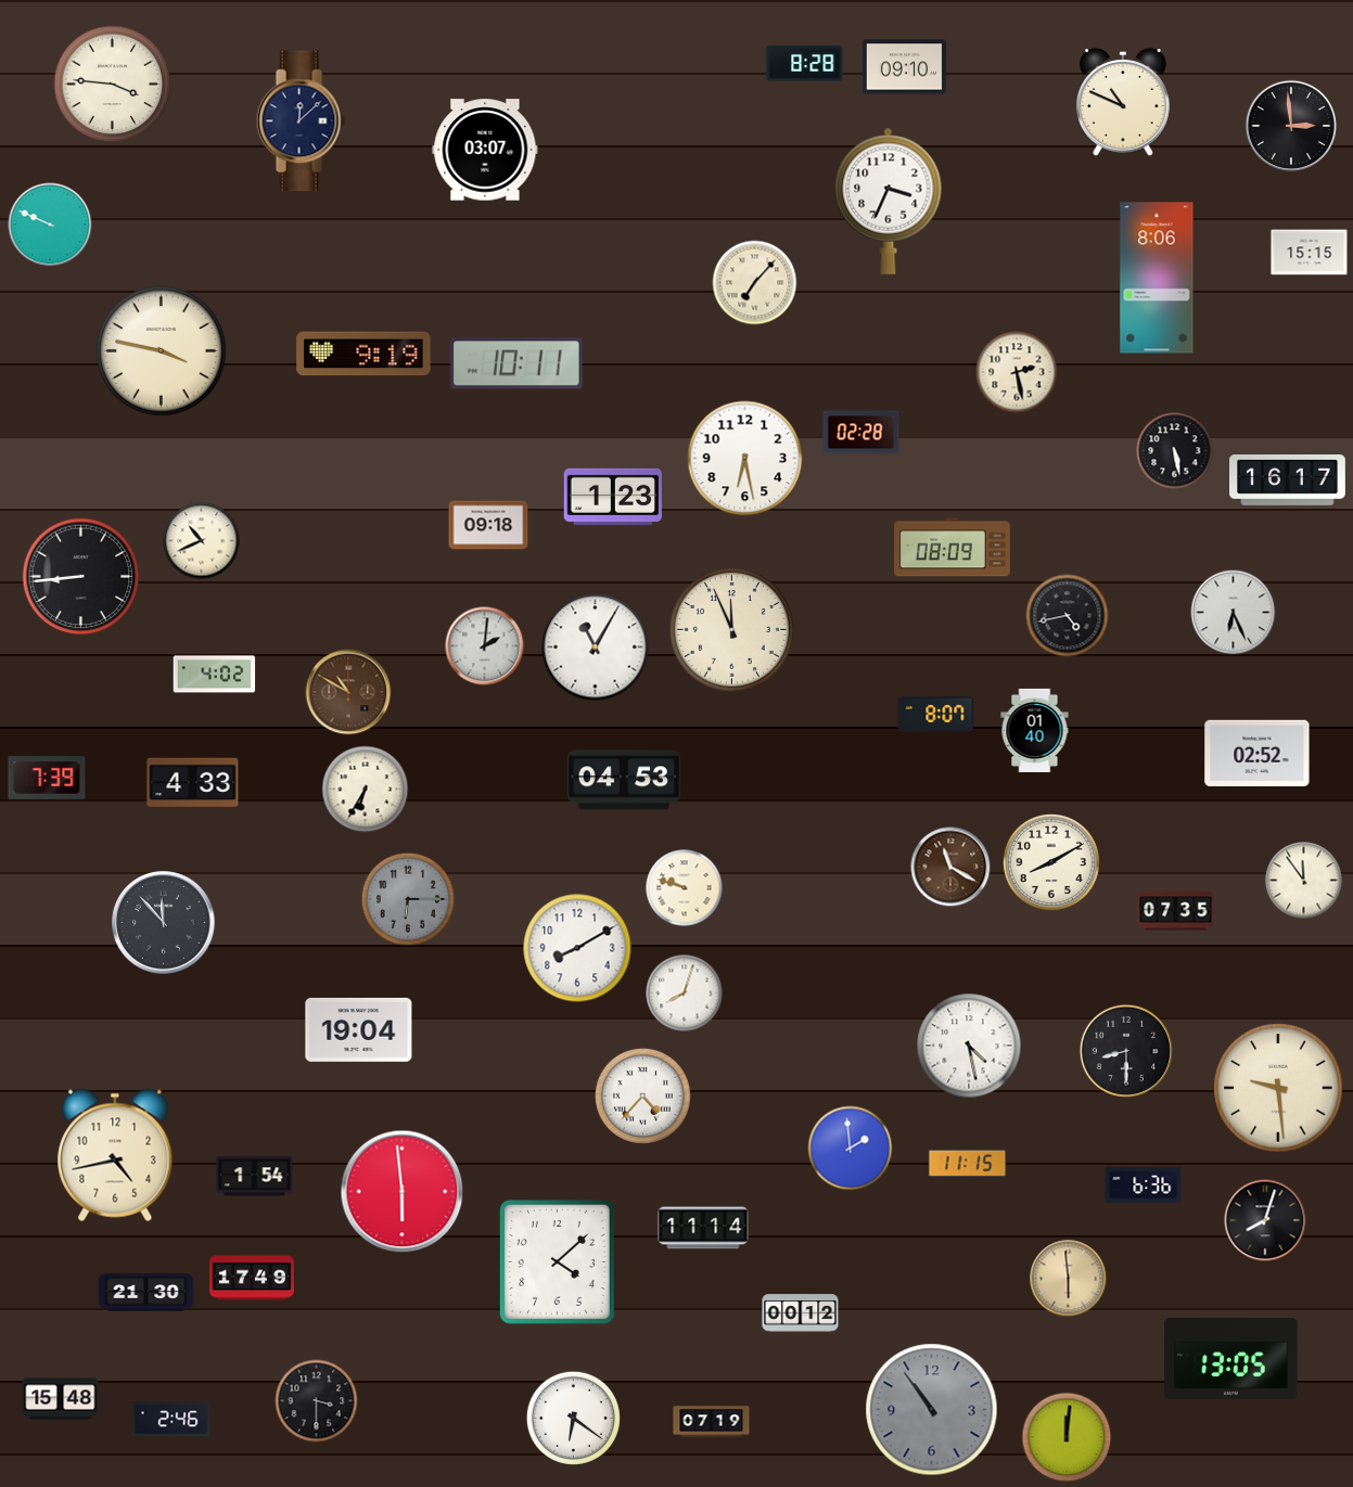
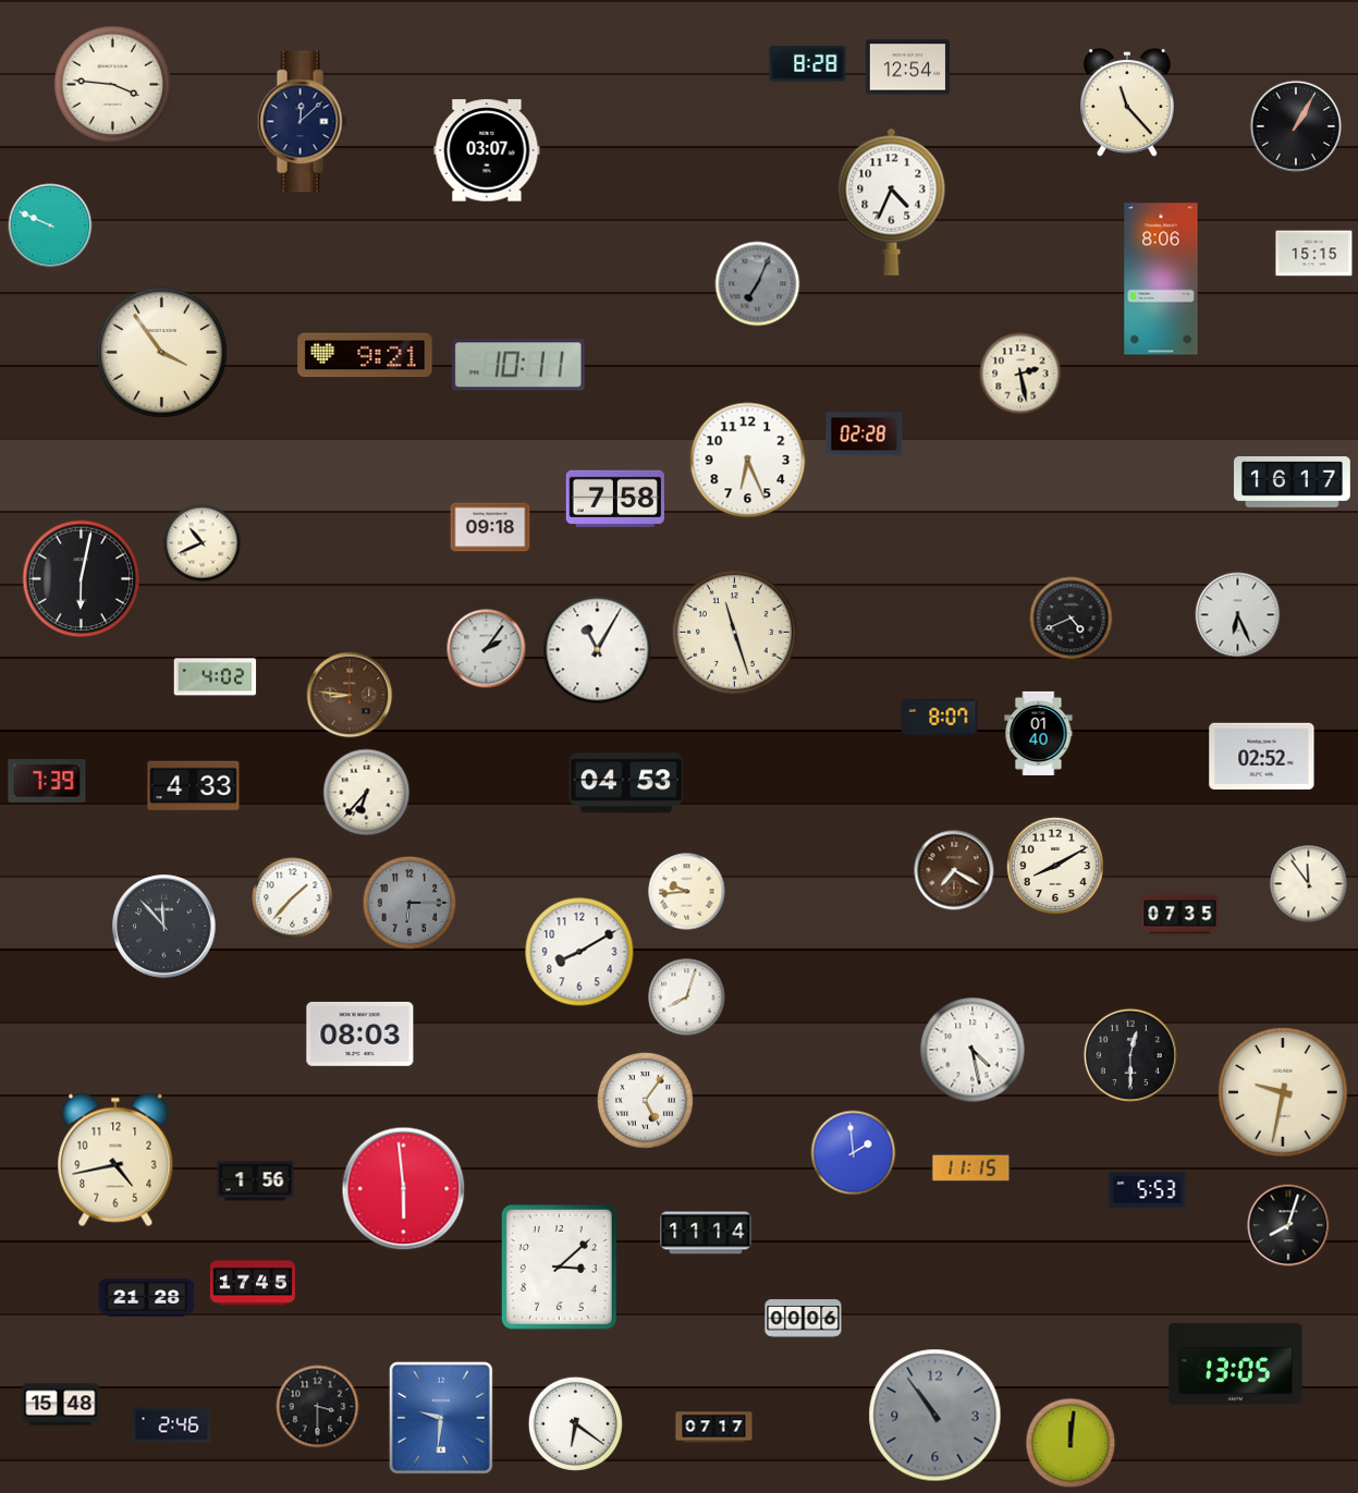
clock at (904, 67): 09:10 -> 12:54
clock at (1123, 102): 10:49 -> 11:23
clock at (1291, 126): 2:59 -> 1:05
clock at (889, 201): 3:34 -> 4:34
clock at (755, 283): 7:07 -> 7:04
clock at (755, 283) dial: cream -> grey
clock at (162, 351): 3:47 -> 3:54
clock at (363, 354): 9:19 -> 9:21
clock at (1175, 451): 5:28 -> none
clock at (745, 459): 6:28 -> 6:26
clock at (613, 497): 1:23 -> 7:58
clock at (953, 548): 08:09 -> none
clock at (81, 577): 8:44 -> 6:02
clock at (1068, 616): 4:43 -> 4:41
clock at (731, 629): 11:56 -> 11:27
clock at (485, 646): 2:01 -> 2:06
clock at (348, 692): 10:50 -> 8:46
clock at (366, 790): 6:35 -> 6:37
clock at (950, 867): 11:20 -> 7:20
clock at (685, 888): 9:48 -> 9:44
clock at (293, 898): none -> 1:37
clock at (359, 1029): 19:04 -> 08:03
clock at (1126, 1051): 8:30 -> 12:30
clock at (1278, 1088): 9:29 -> 9:32
clock at (642, 1095): 4:37 -> 5:06
clock at (255, 1177): 1:54 -> 1:56
clock at (1144, 1185): 6:36 -> 5:53
clock at (403, 1192) position: (403, 1192) -> (404, 1189)
clock at (1265, 1220) position: (1265, 1220) -> (1288, 1225)
clock at (557, 1261): 4:08 -> 3:08
clock at (252, 1278): 17:49 -> 17:45
clock at (1069, 1279): 5:59 -> none
clock at (146, 1293): 21:30 -> 21:28
clock at (801, 1313): 00:12 -> 00:06
clock at (441, 1418): none -> 9:31
clock at (712, 1422): 07:19 -> 07:17
